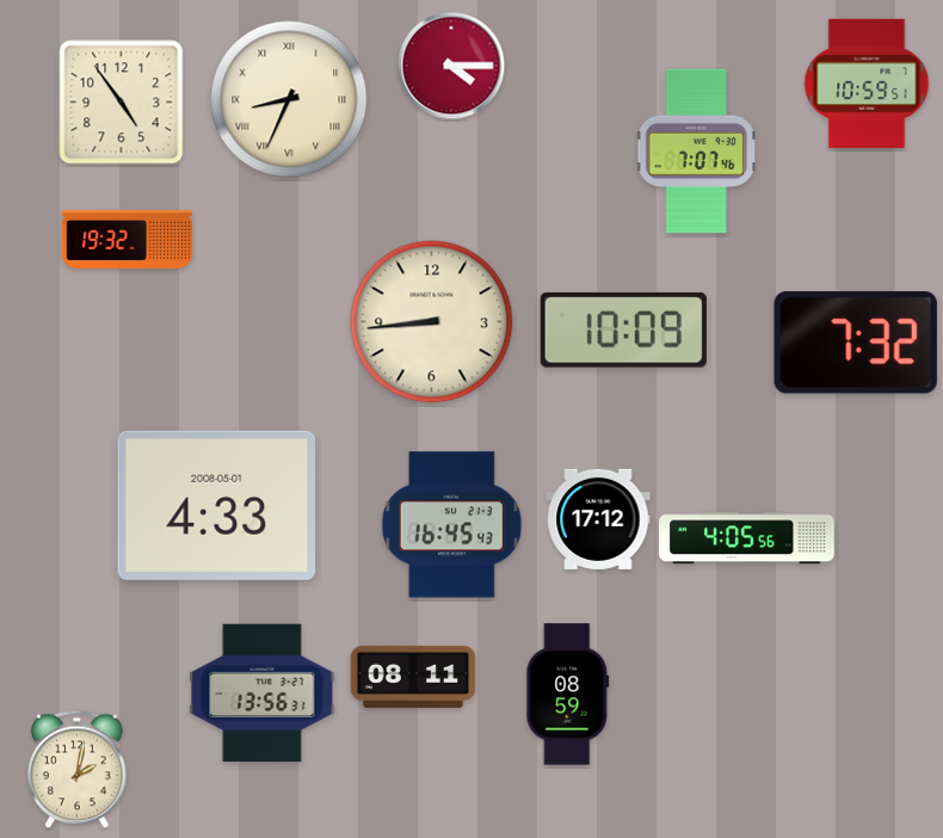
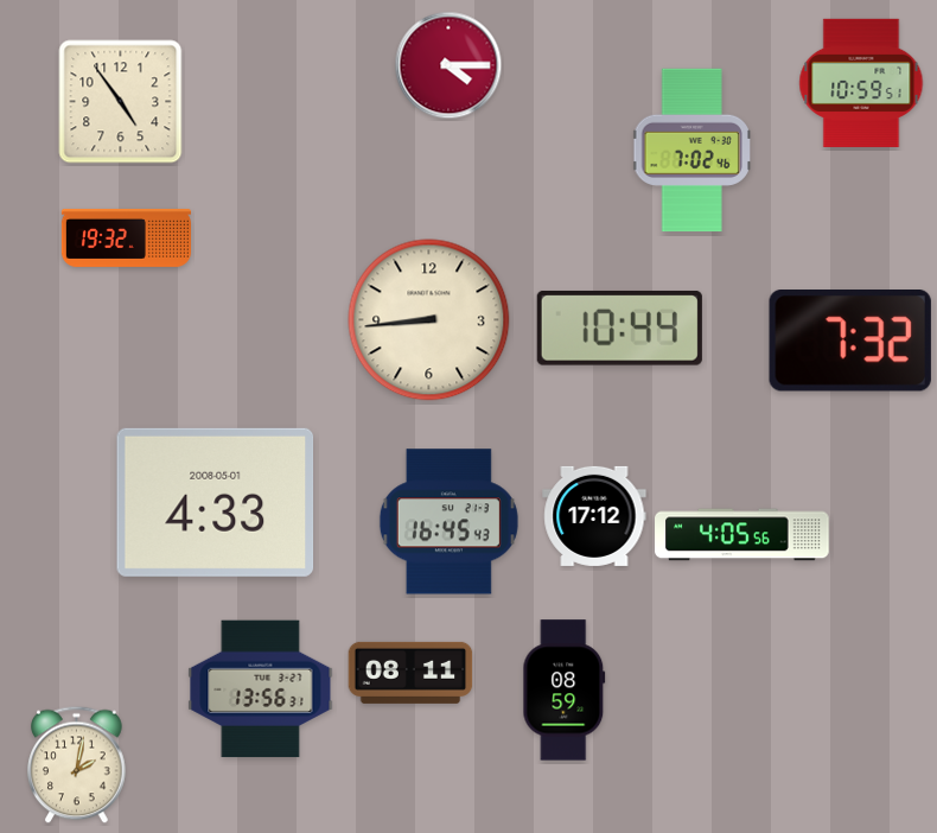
clock at (289, 99): 8:34 -> none
clock at (697, 152): 7:07 -> 7:02
clock at (623, 331): 10:09 -> 10:44
